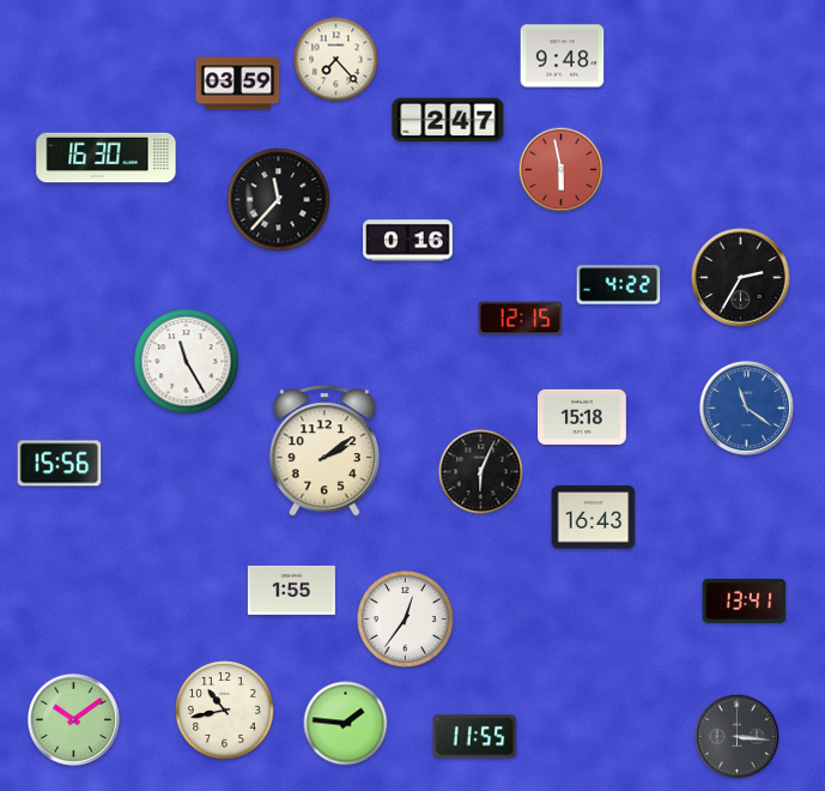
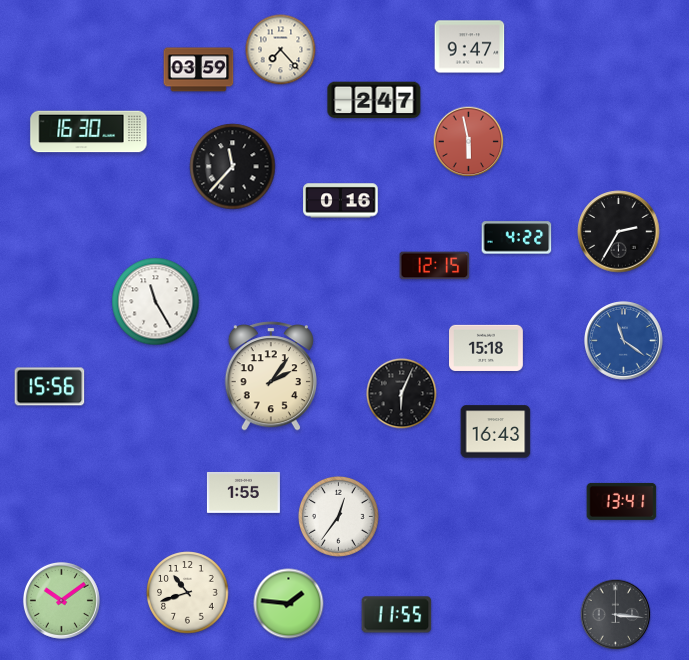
clock at (563, 56): 9:48 -> 9:47
clock at (324, 451): 2:09 -> 2:06
clock at (225, 711): 10:43 -> 10:42
